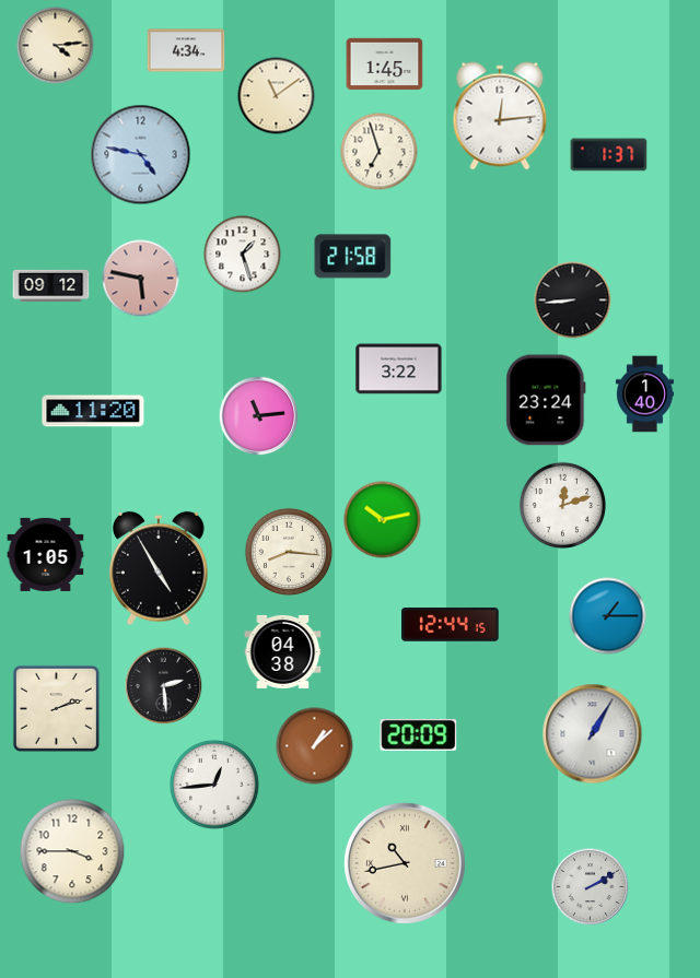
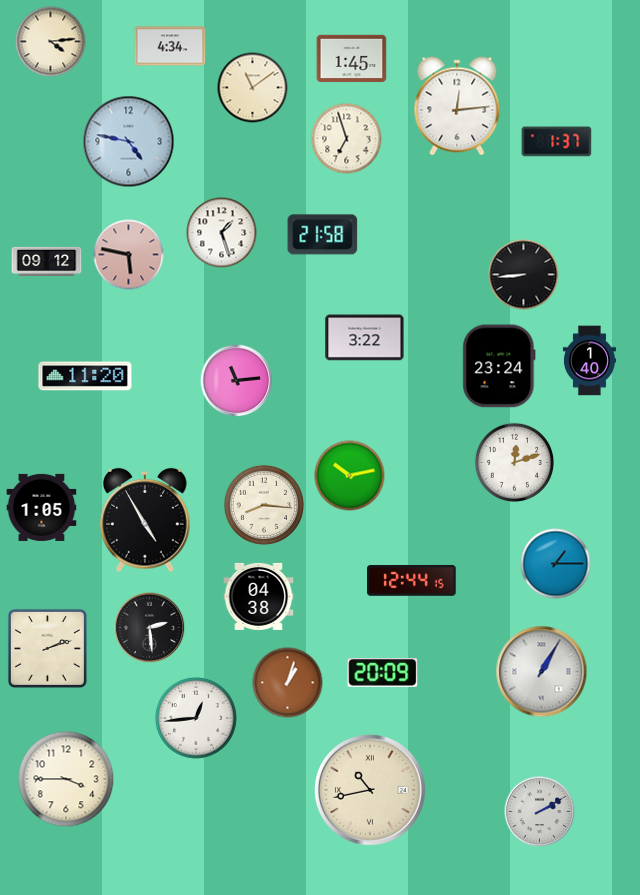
clock at (451, 624) position: (451, 624) -> (412, 580)
clock at (56, 708) position: (56, 708) -> (47, 648)
clock at (315, 746): 1:08 -> 1:03
